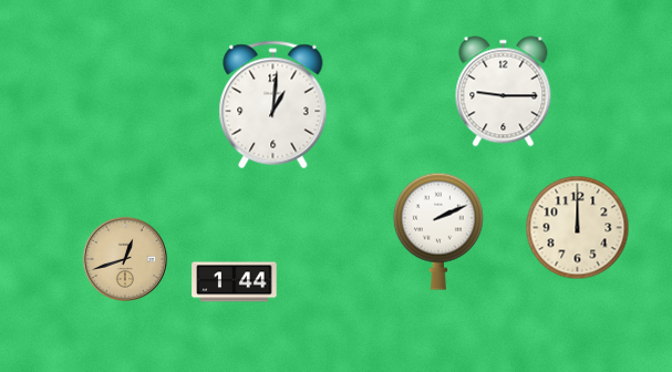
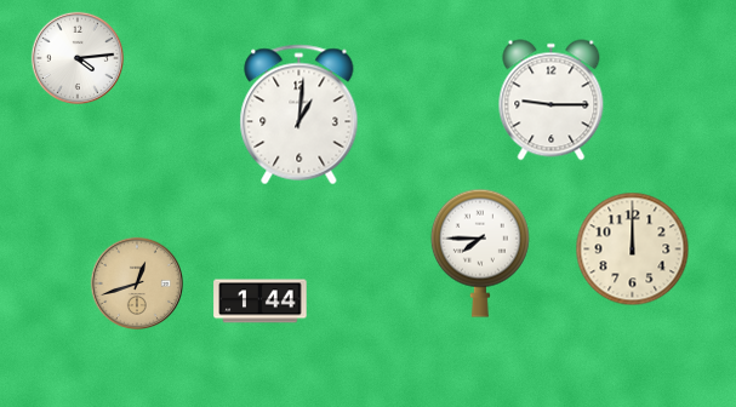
clock at (76, 57): none -> 4:14
clock at (438, 231): 2:11 -> 7:45
clock at (235, 282) position: (235, 282) -> (261, 302)
